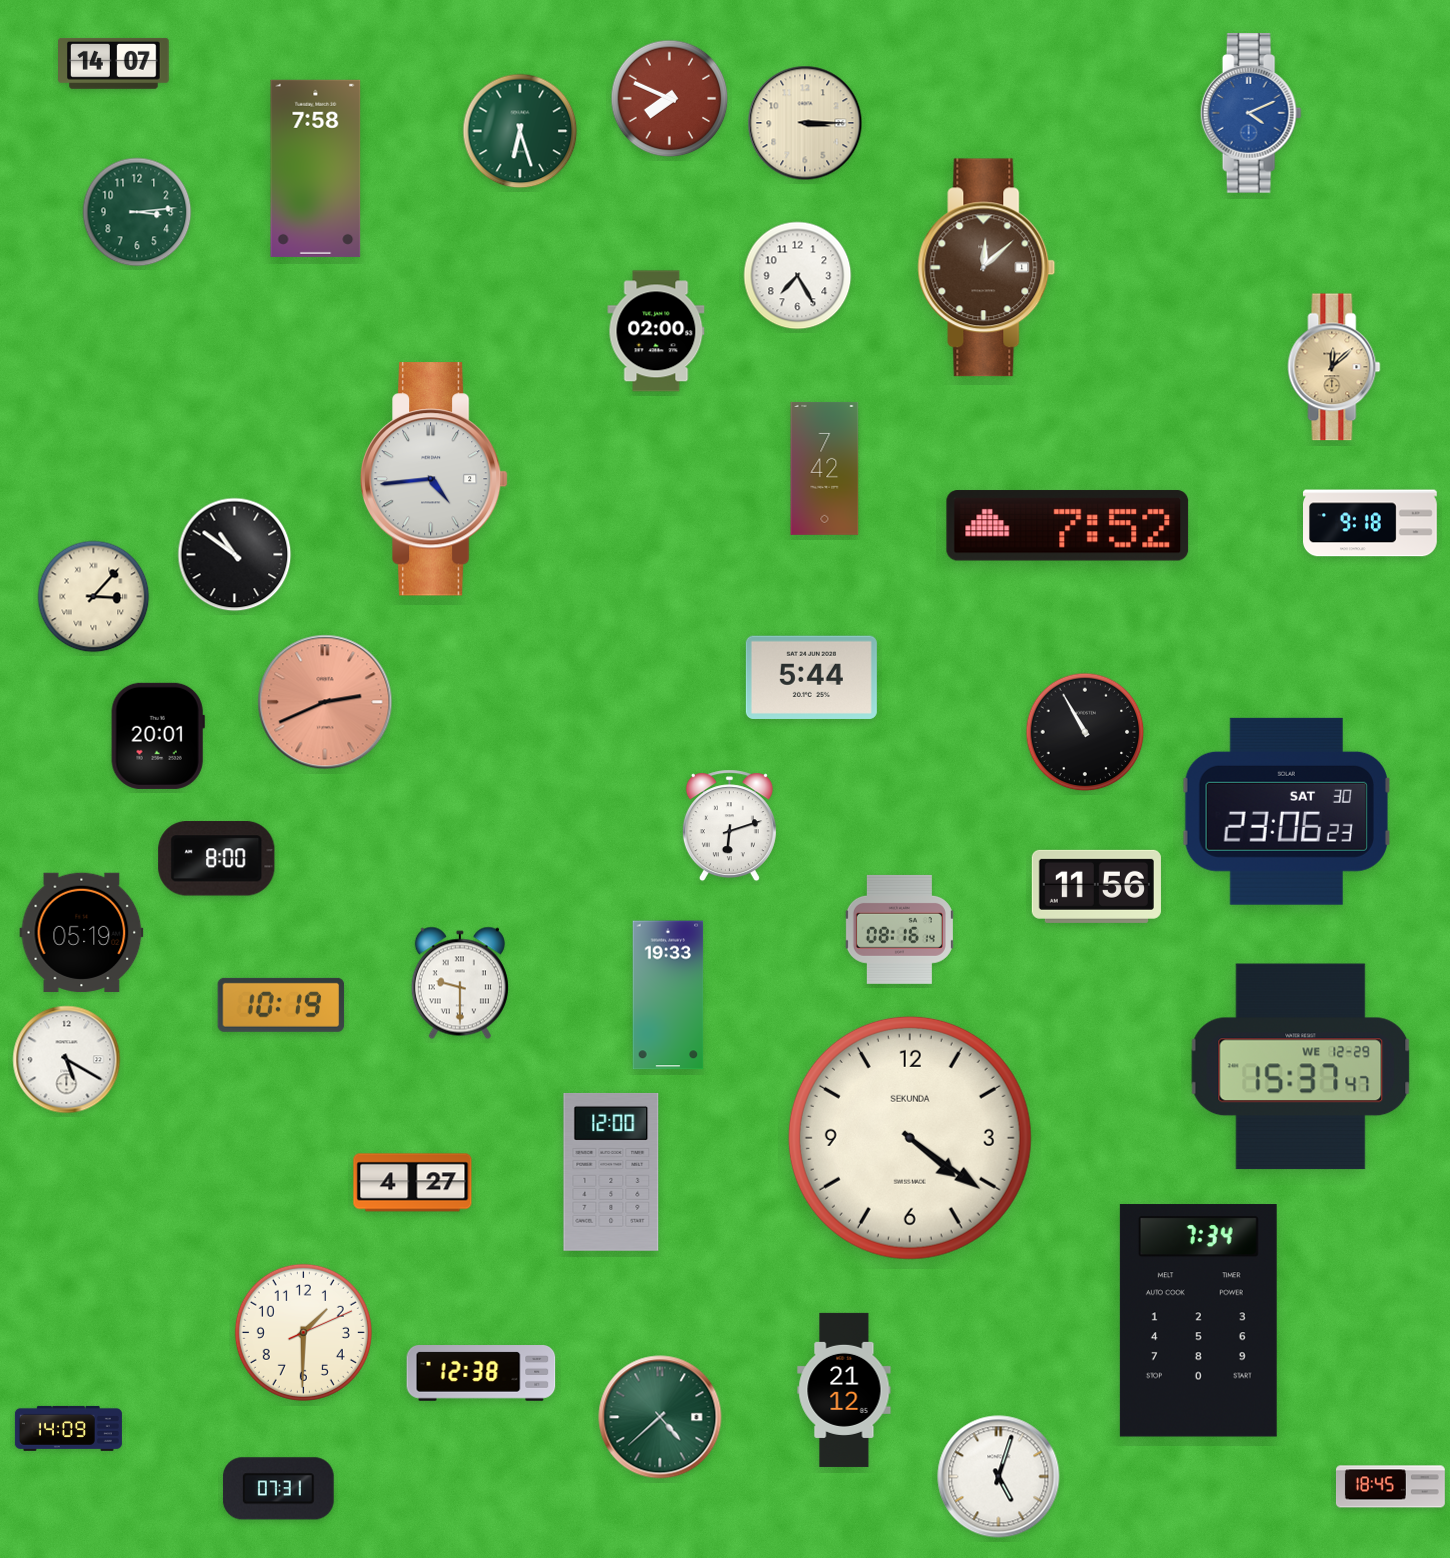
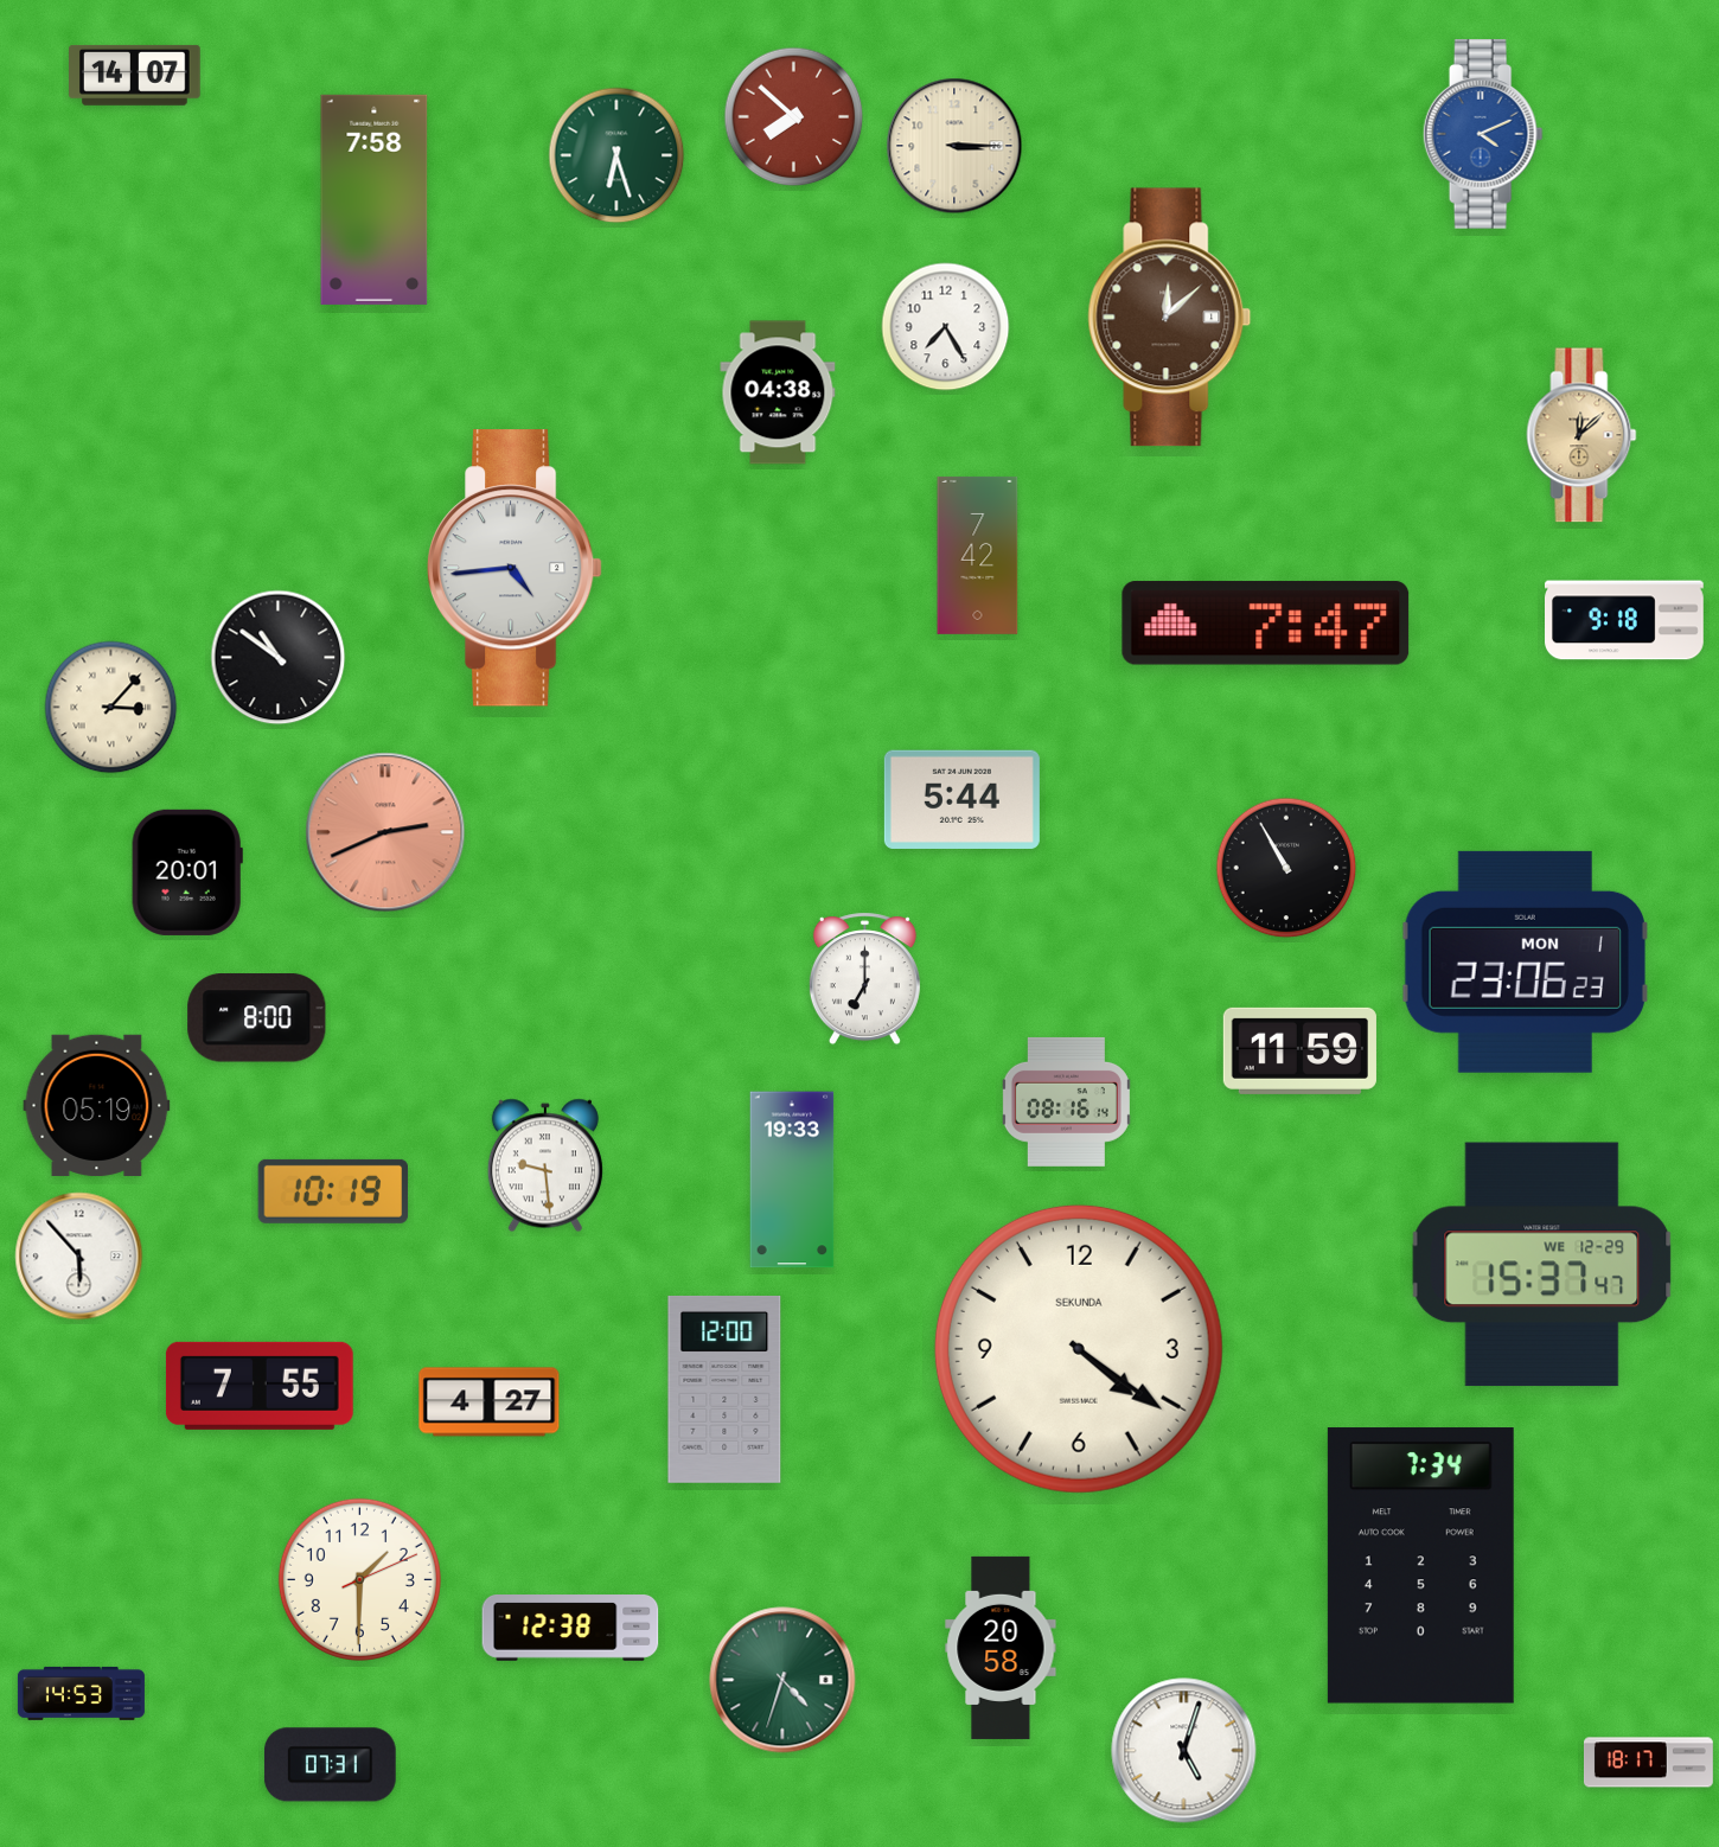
clock at (670, 99): 7:49 -> 7:52
clock at (137, 212): 3:14 -> none
clock at (656, 331): 02:00 -> 04:38
clock at (1068, 526): 7:52 -> 7:47
clock at (811, 677) position: (811, 677) -> (961, 799)
clock at (1286, 811) date: SAT 30 -> MON 1
clock at (729, 826): 6:12 -> 7:00
clock at (1096, 886): 11:56 -> 11:59
clock at (460, 983): 9:30 -> 9:29
clock at (67, 1060): 5:20 -> 5:53
clock at (260, 1386): none -> 7:55
clock at (844, 1390): 21:12 -> 20:58
clock at (660, 1417): 4:38 -> 4:33
clock at (68, 1428): 14:09 -> 14:53
clock at (1390, 1487): 18:45 -> 18:17
